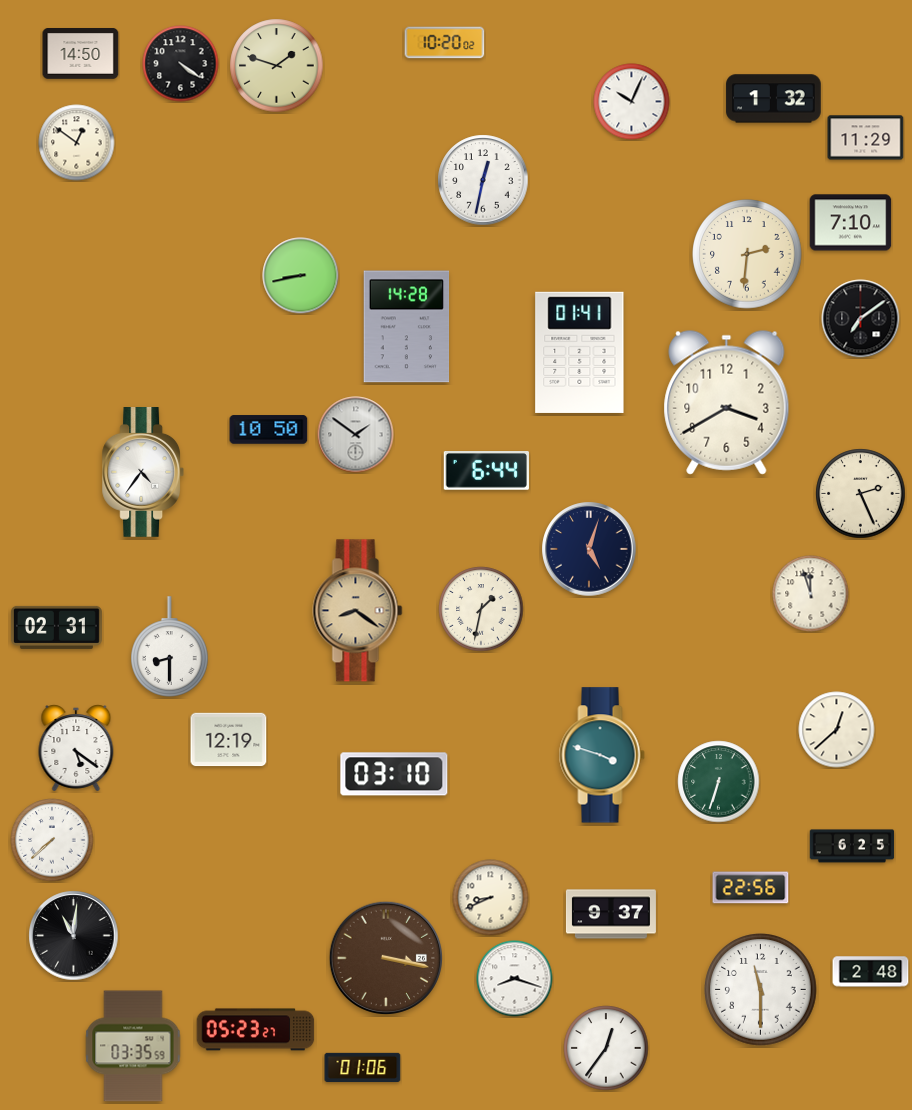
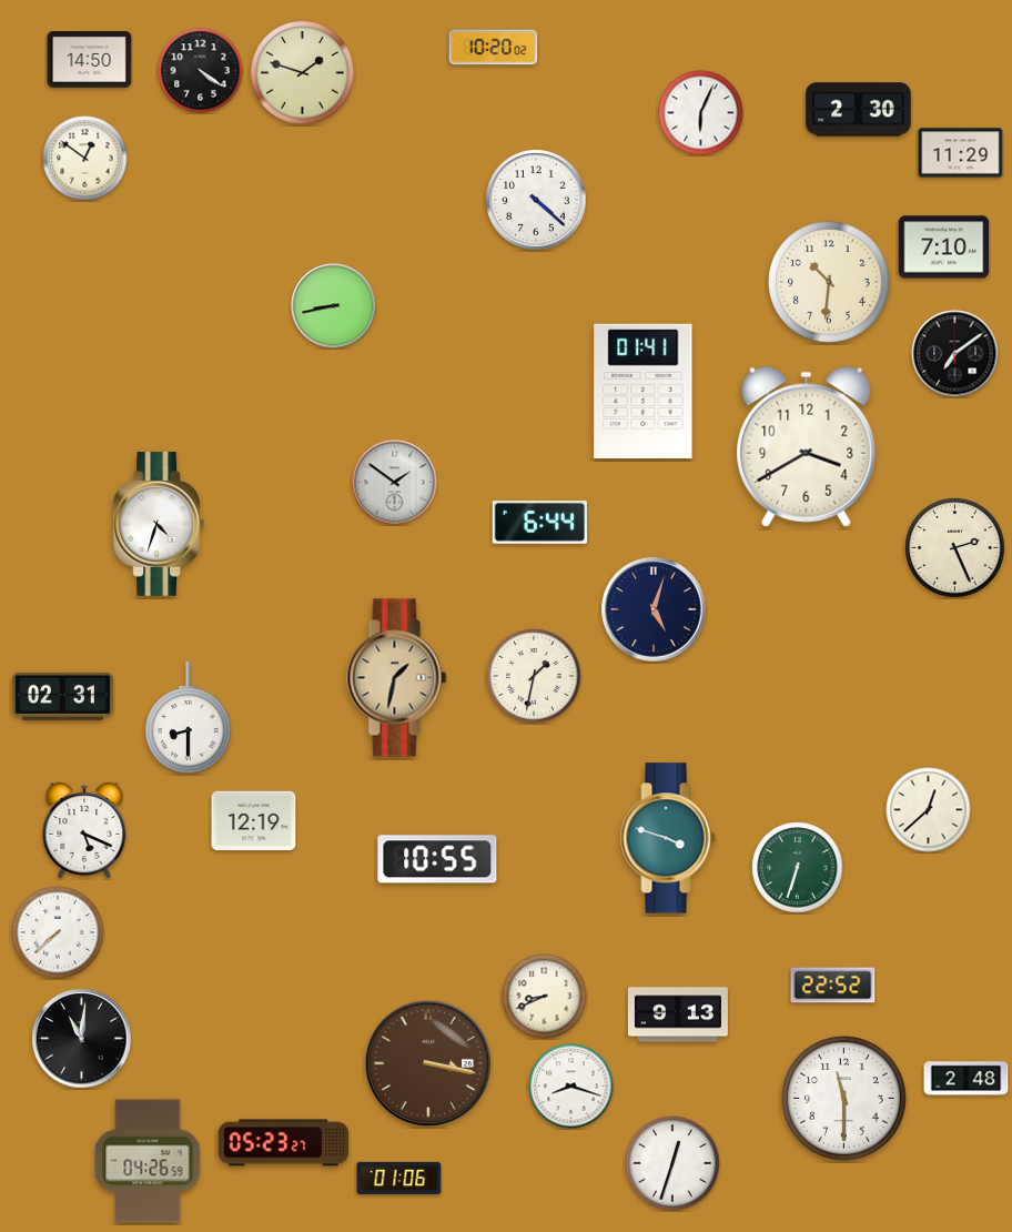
clock at (277, 66) position: (277, 66) -> (303, 73)
clock at (774, 99): 1:32 -> 2:30
clock at (632, 102): 10:04 -> 6:04
clock at (483, 180): 12:32 -> 4:22
clock at (747, 254): 2:31 -> 10:31
clock at (407, 327): 14:28 -> none
clock at (269, 430): 10:50 -> none
clock at (142, 473): 4:36 -> 4:33
clock at (811, 594): 11:57 -> none
clock at (358, 611): 8:21 -> 1:32
clock at (76, 748): 5:21 -> 5:19
clock at (394, 774): 03:10 -> 10:55
clock at (852, 846): 6:25 -> none
clock at (751, 888): 22:56 -> 22:52
clock at (611, 914): 9:37 -> 9:13
clock at (133, 1046): 03:35 -> 04:26
clock at (606, 1048): 12:36 -> 12:33
clock at (363, 1067) position: (363, 1067) -> (399, 1178)
